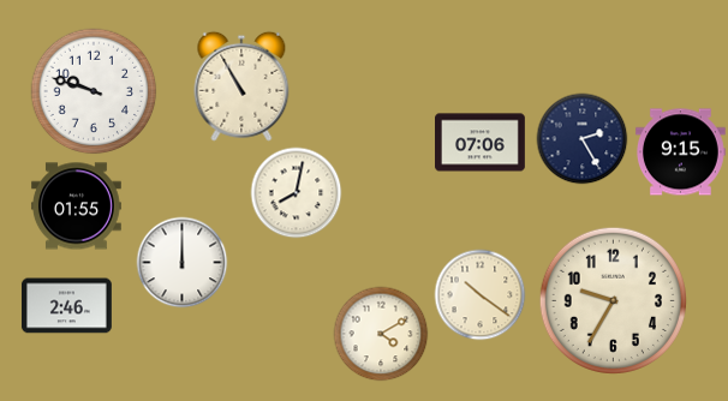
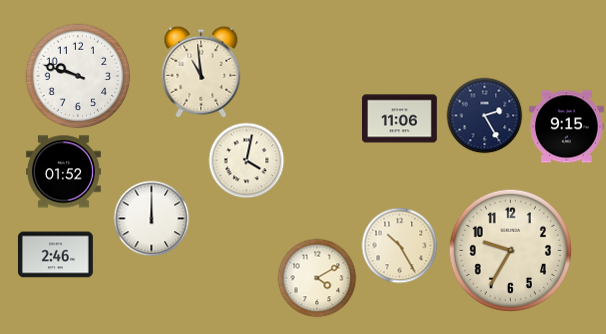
clock at (241, 86): 10:55 -> 10:59
clock at (481, 143): 07:06 -> 11:06
clock at (297, 193): 8:02 -> 4:02
clock at (76, 207): 01:55 -> 01:52
clock at (481, 295): 10:21 -> 10:25
